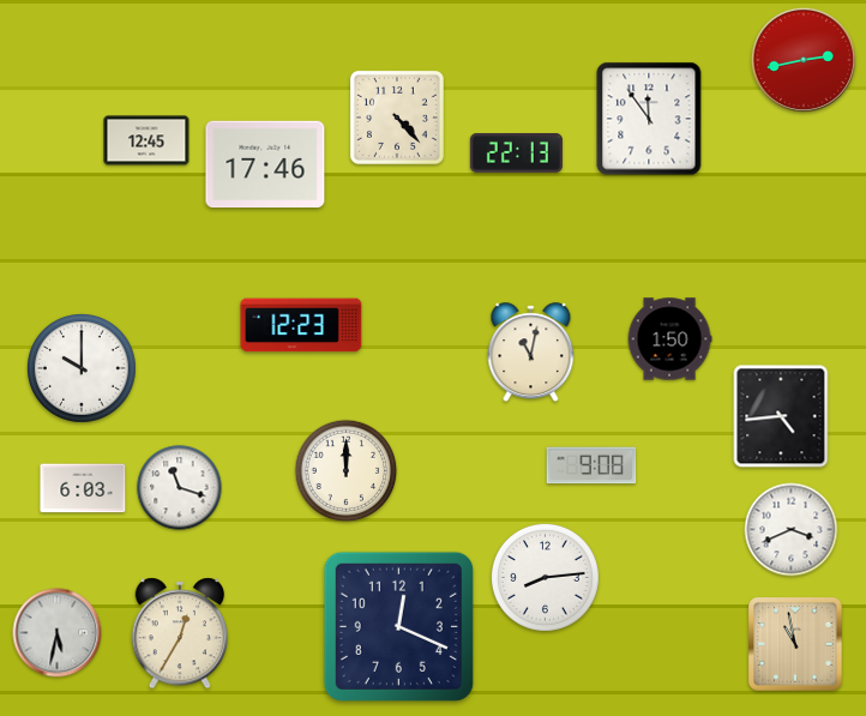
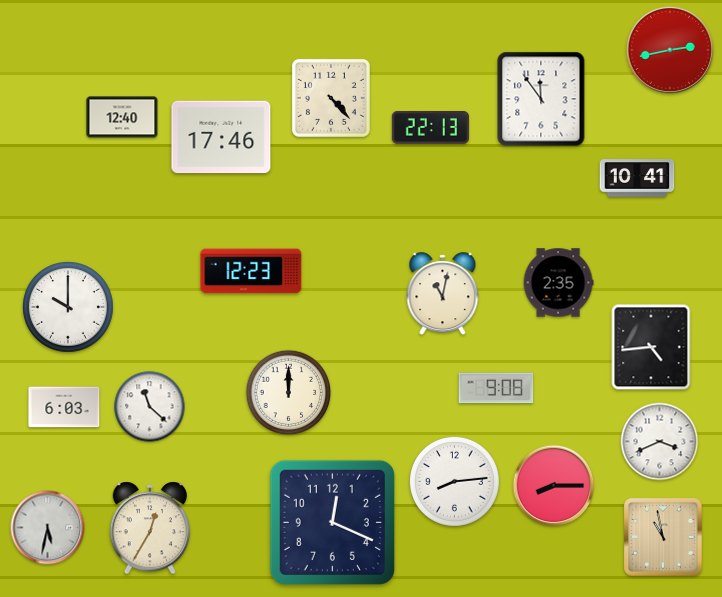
clock at (146, 140): 12:45 -> 12:40
clock at (637, 178): none -> 10:41
clock at (669, 339): 1:50 -> 2:35
clock at (591, 465) position: (591, 465) -> (496, 388)
clock at (83, 488) position: (83, 488) -> (64, 407)
clock at (180, 488): 11:18 -> 11:22
clock at (554, 486): none -> 8:15
